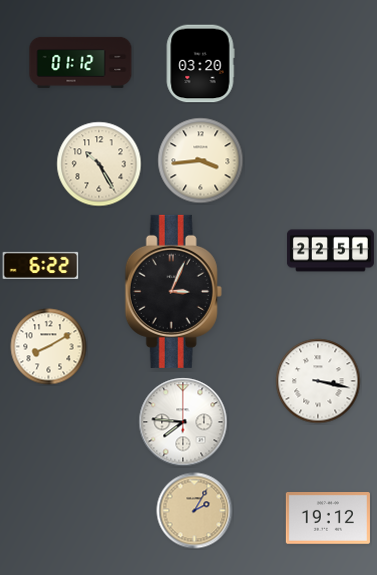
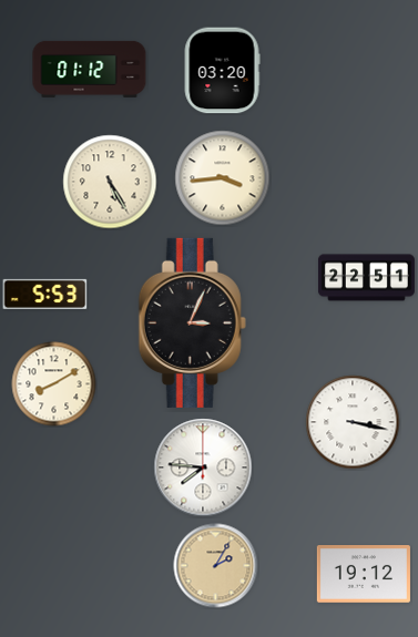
clock at (99, 164): 10:25 -> 5:25
clock at (41, 265): 6:22 -> 5:53
